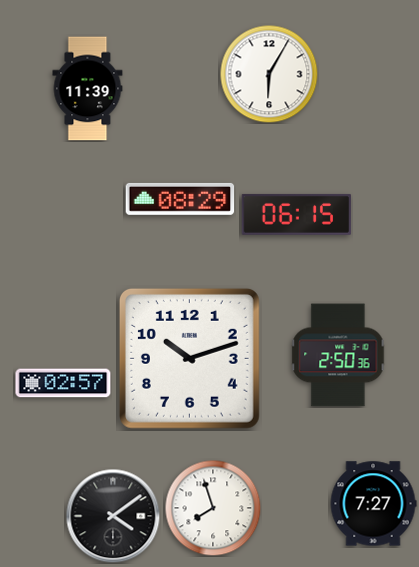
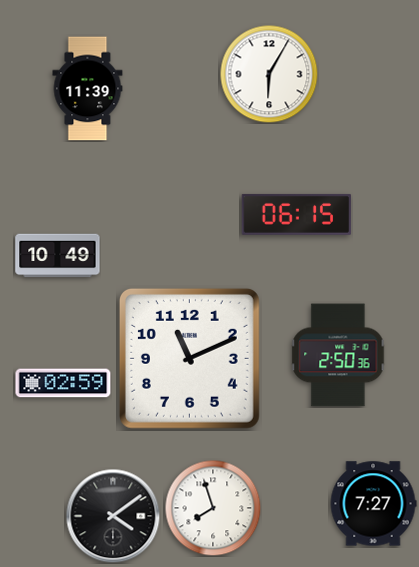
clock at (180, 199): 08:29 -> none
clock at (58, 256): none -> 10:49
clock at (189, 358): 10:12 -> 11:11
clock at (63, 383): 02:57 -> 02:59
